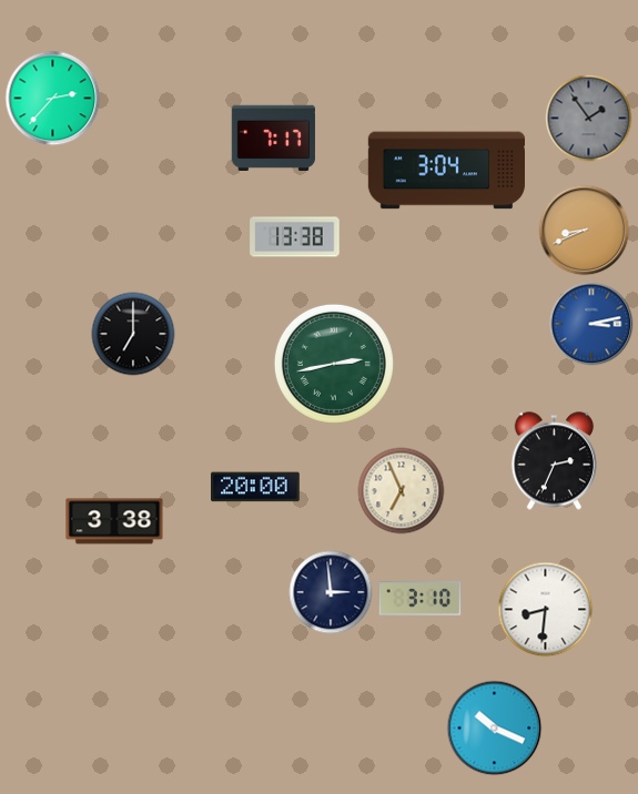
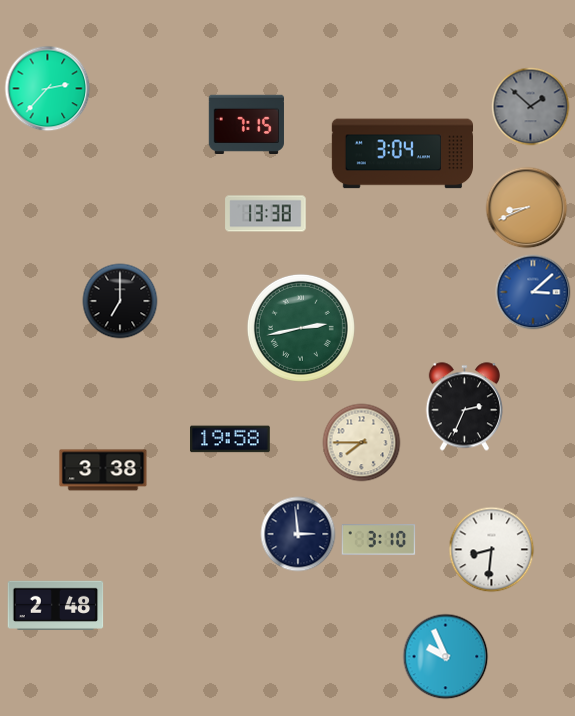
clock at (589, 119): 1:54 -> 1:52
clock at (273, 138): 7:17 -> 7:15
clock at (591, 324): 3:13 -> 3:08
clock at (554, 461) position: (554, 461) -> (464, 407)
clock at (256, 487): 20:00 -> 19:58
clock at (402, 491): 6:56 -> 7:45
clock at (56, 605): none -> 2:48
clock at (495, 729): 10:19 -> 9:56
